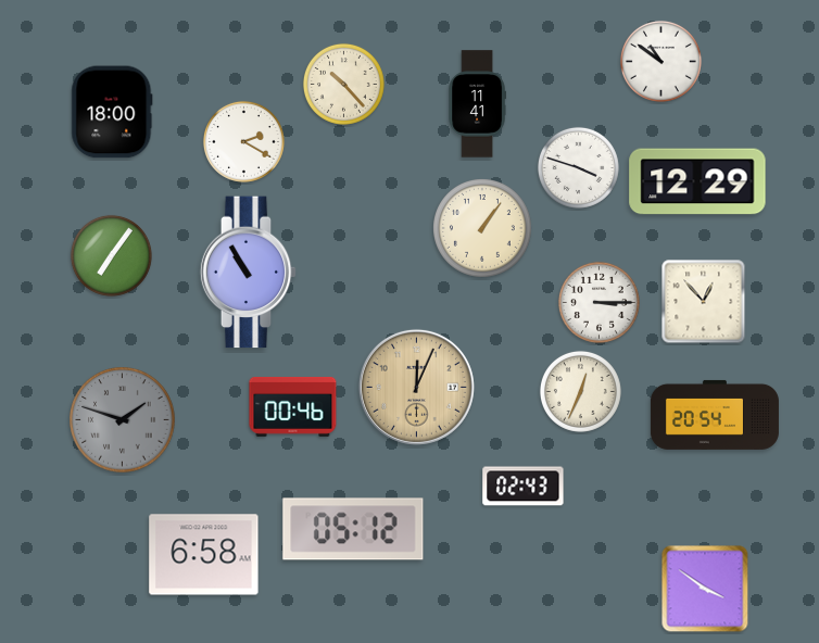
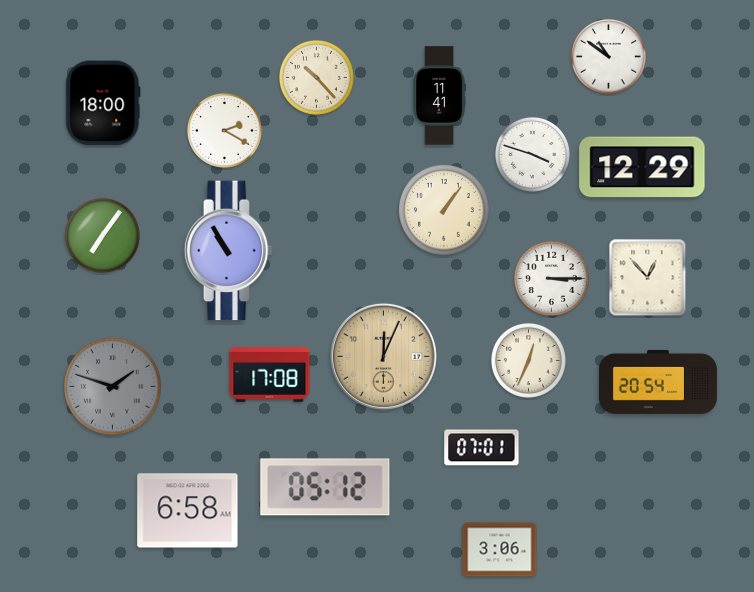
clock at (580, 391) position: (580, 391) -> (528, 360)
clock at (293, 406): 00:46 -> 17:08
clock at (524, 487): 02:43 -> 07:01
clock at (705, 589): 3:51 -> none
clock at (500, 550): none -> 3:06
